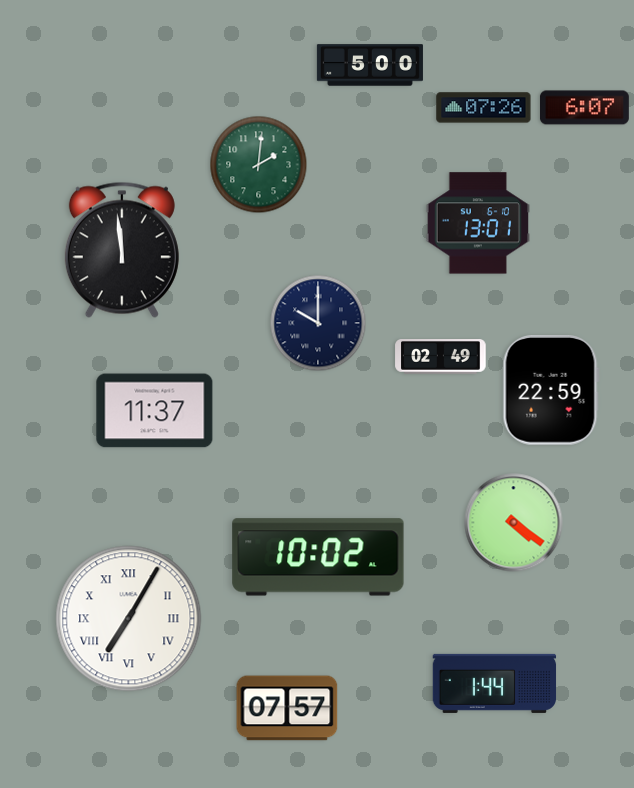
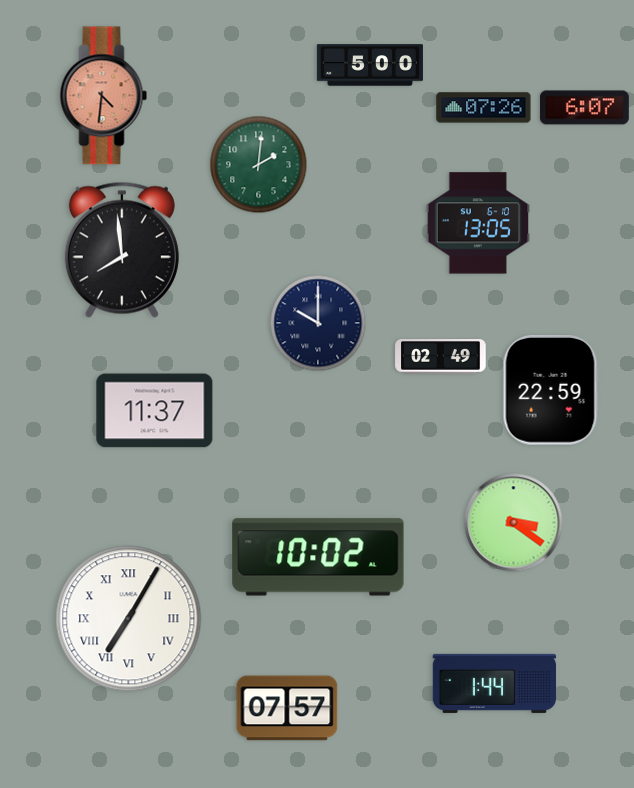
clock at (104, 96): none -> 4:31
clock at (477, 223): 13:01 -> 13:05
clock at (122, 250): 11:59 -> 7:59
clock at (514, 523): 4:21 -> 3:21
